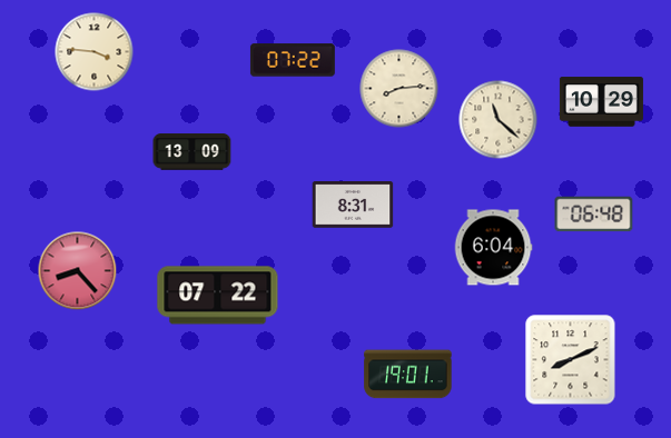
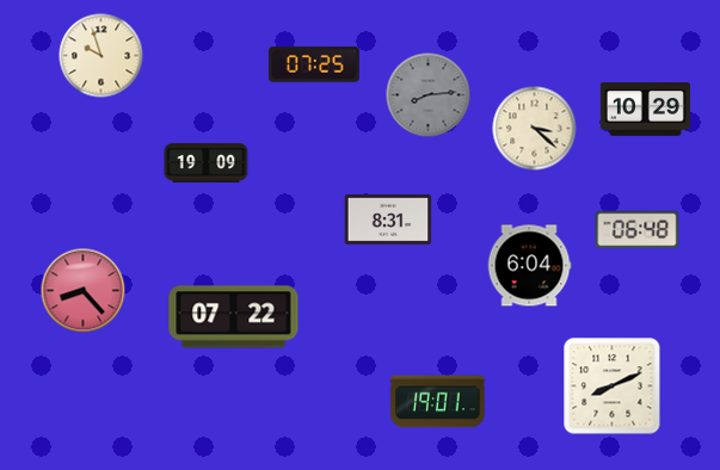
clock at (95, 52): 3:46 -> 9:57
clock at (293, 60): 07:22 -> 07:25
clock at (399, 89) dial: cream -> grey
clock at (499, 120): 11:22 -> 3:22
clock at (193, 152): 13:09 -> 19:09
clock at (353, 205) position: (353, 205) -> (388, 219)
